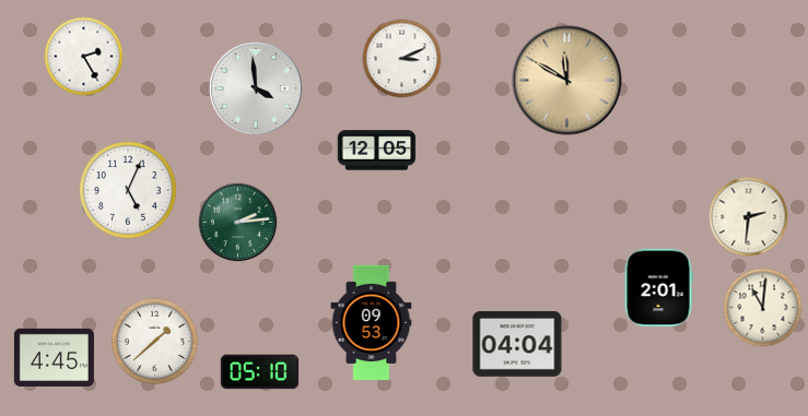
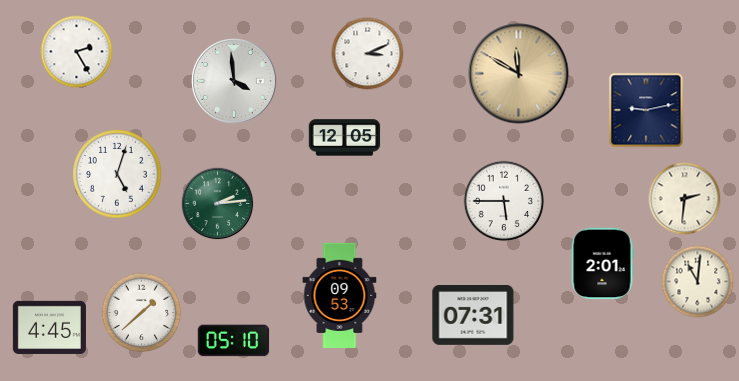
clock at (646, 110): none -> 9:13
clock at (128, 190): 5:04 -> 5:03
clock at (504, 201): none -> 5:45
clock at (517, 345): 04:04 -> 07:31
clock at (260, 372) position: (260, 372) -> (234, 341)
